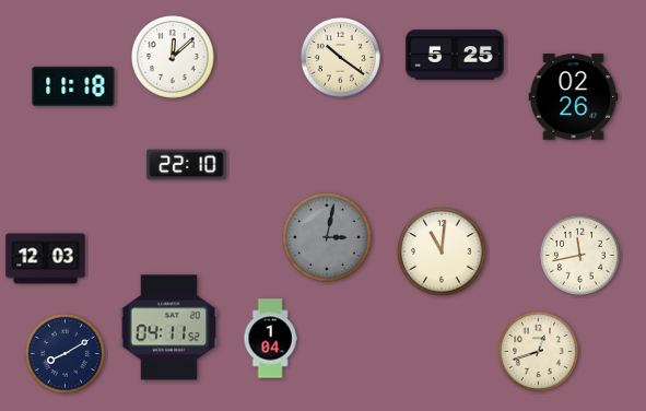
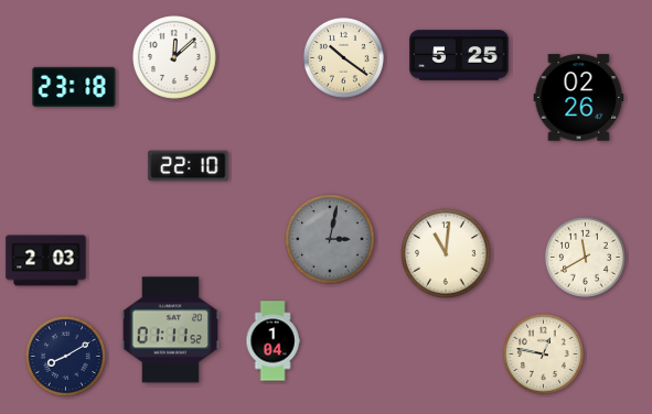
clock at (73, 86): 11:18 -> 23:18
clock at (579, 255): 11:43 -> 11:40
clock at (46, 259): 12:03 -> 2:03
clock at (168, 328): 04:11 -> 01:11
clock at (538, 351): 12:42 -> 12:47
